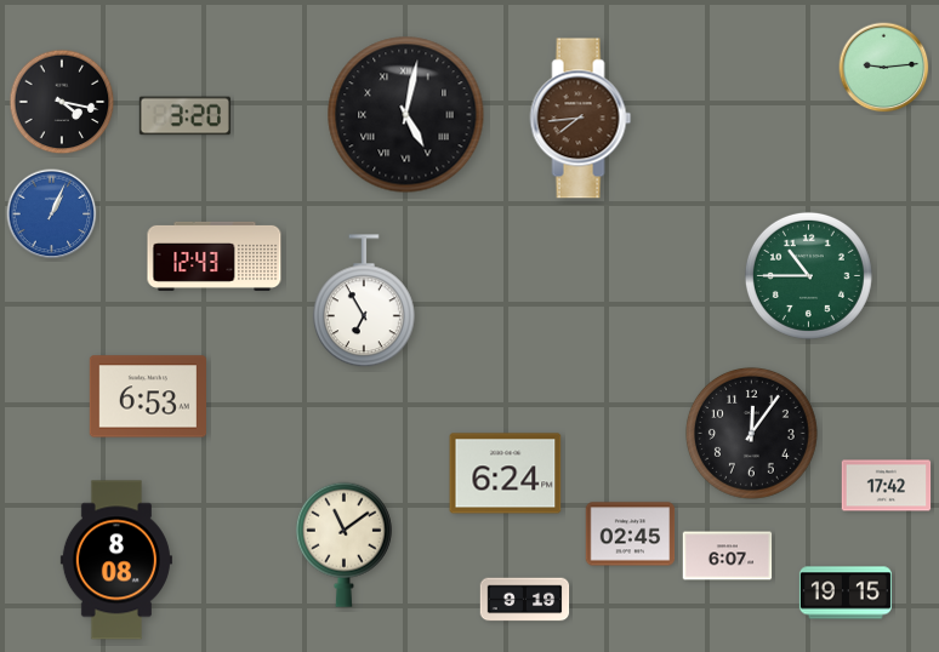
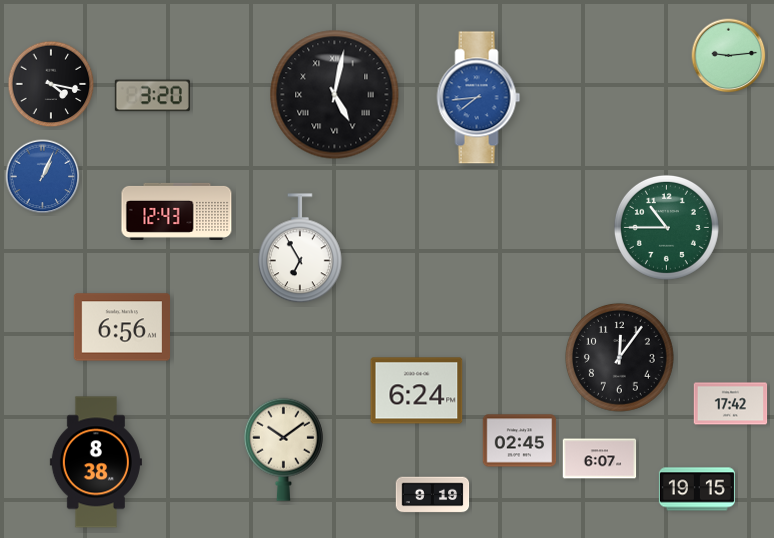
clock at (581, 119) dial: brown -> blue
clock at (147, 396): 6:53 -> 6:56
clock at (887, 486) position: (887, 486) -> (731, 404)
clock at (343, 544): 11:09 -> 10:09
clock at (116, 560): 8:08 -> 8:38
